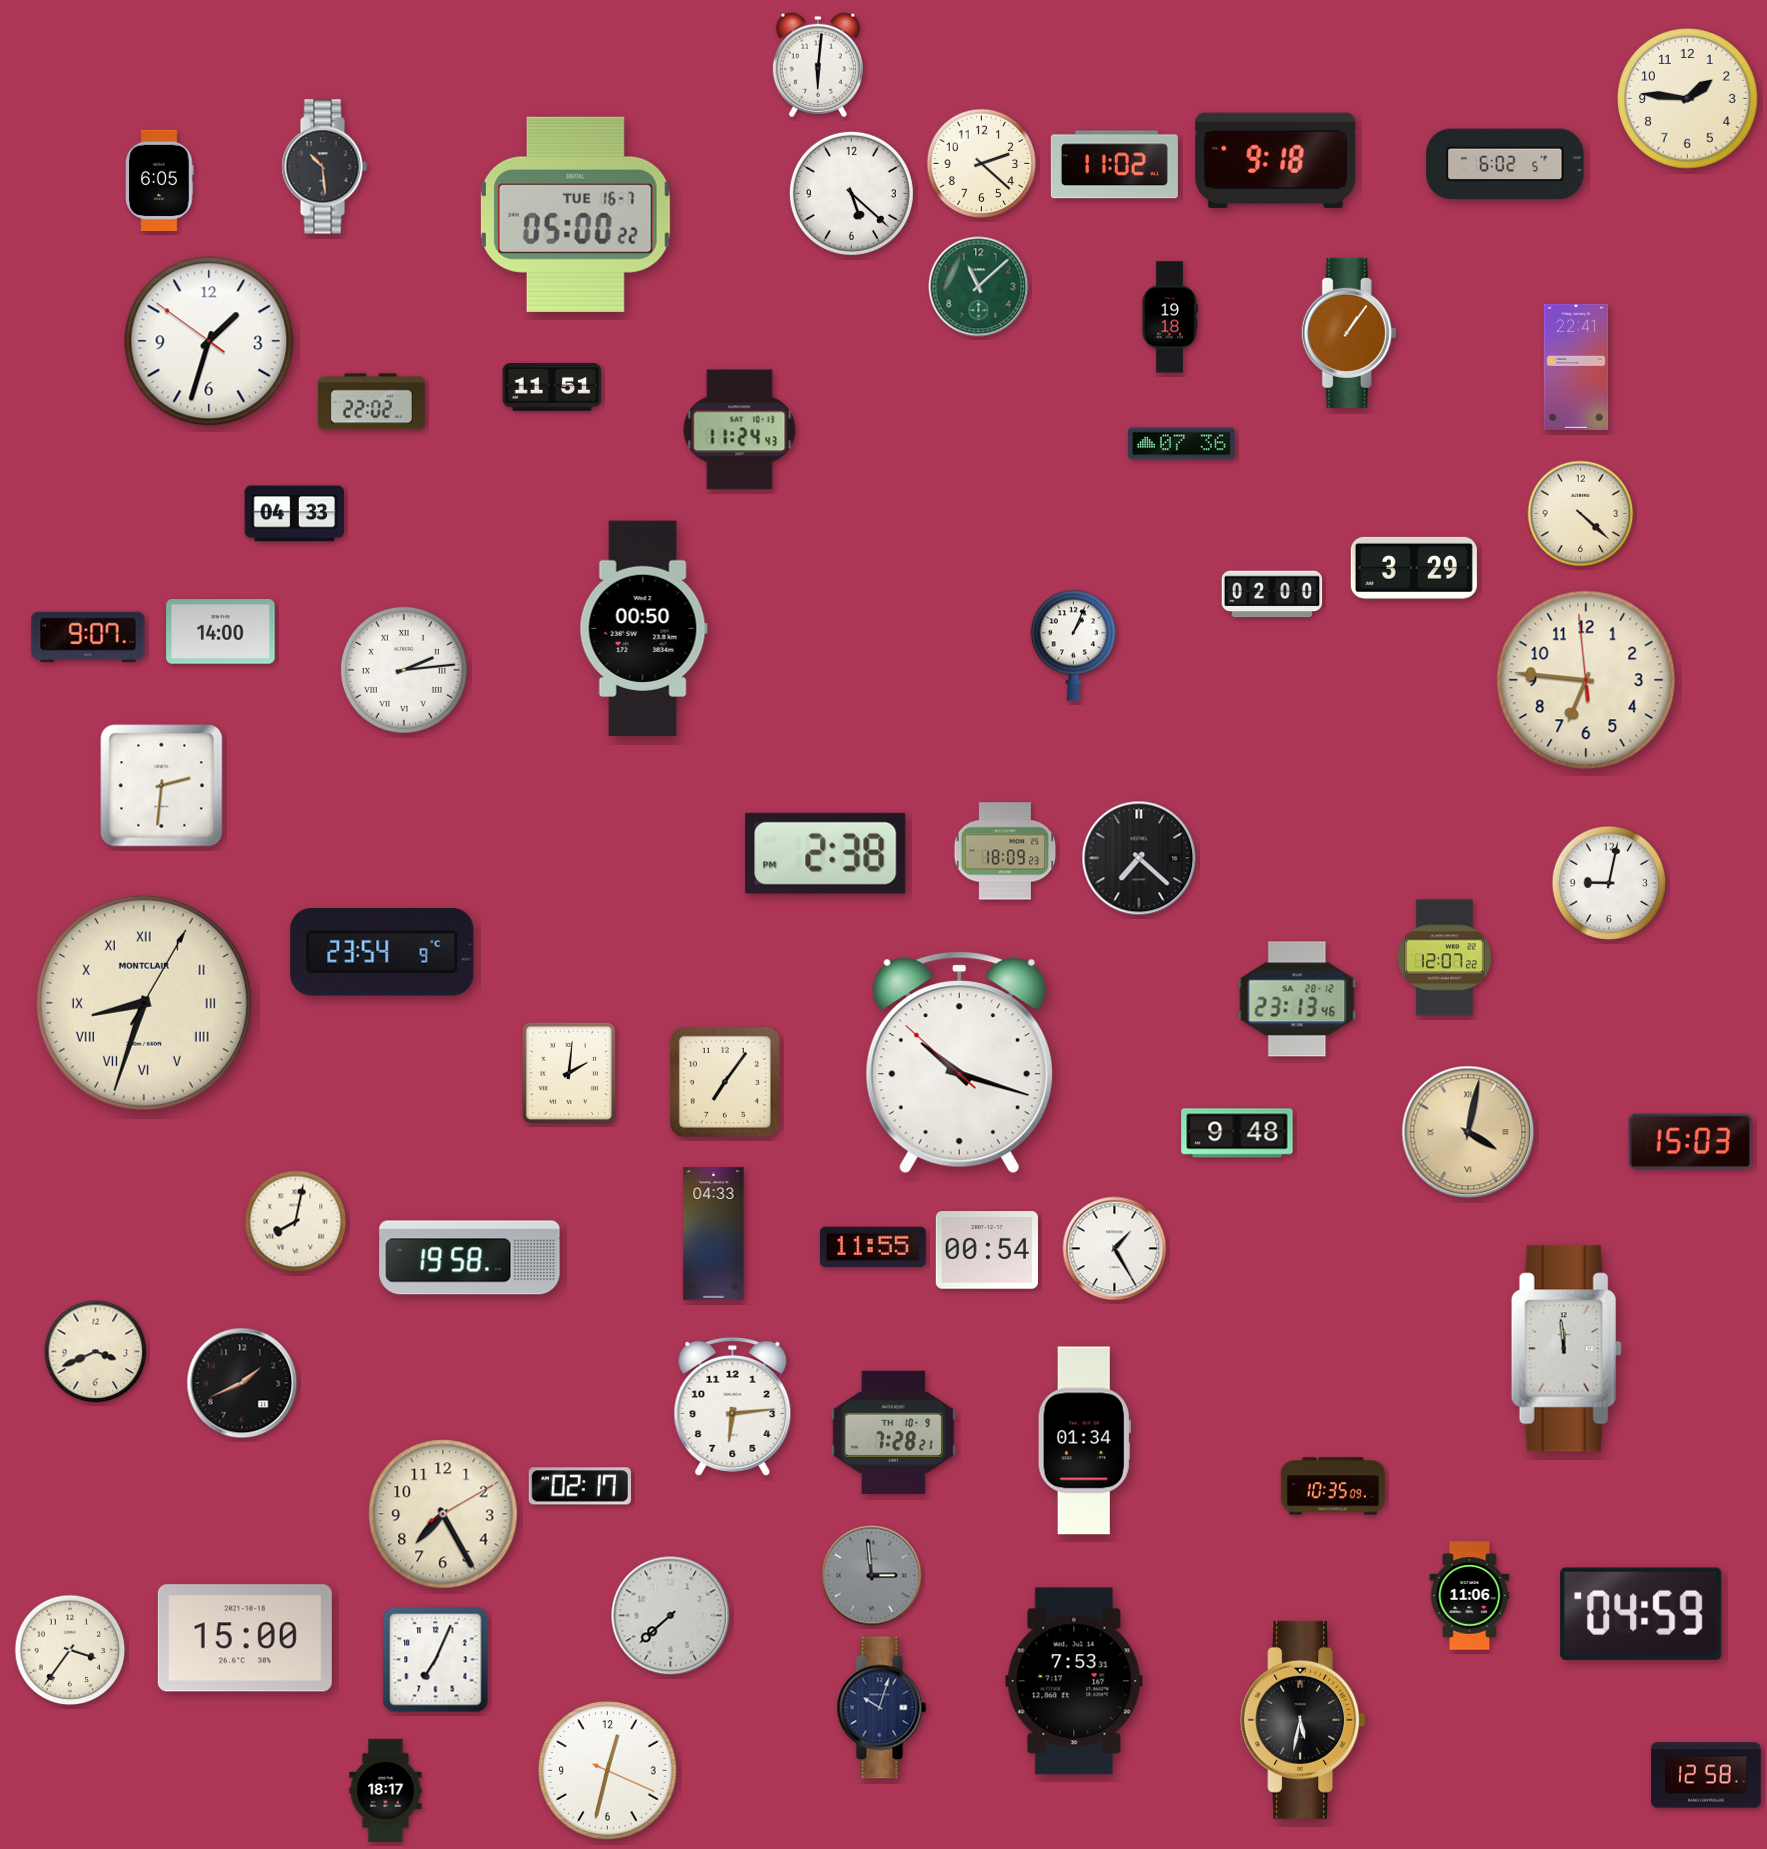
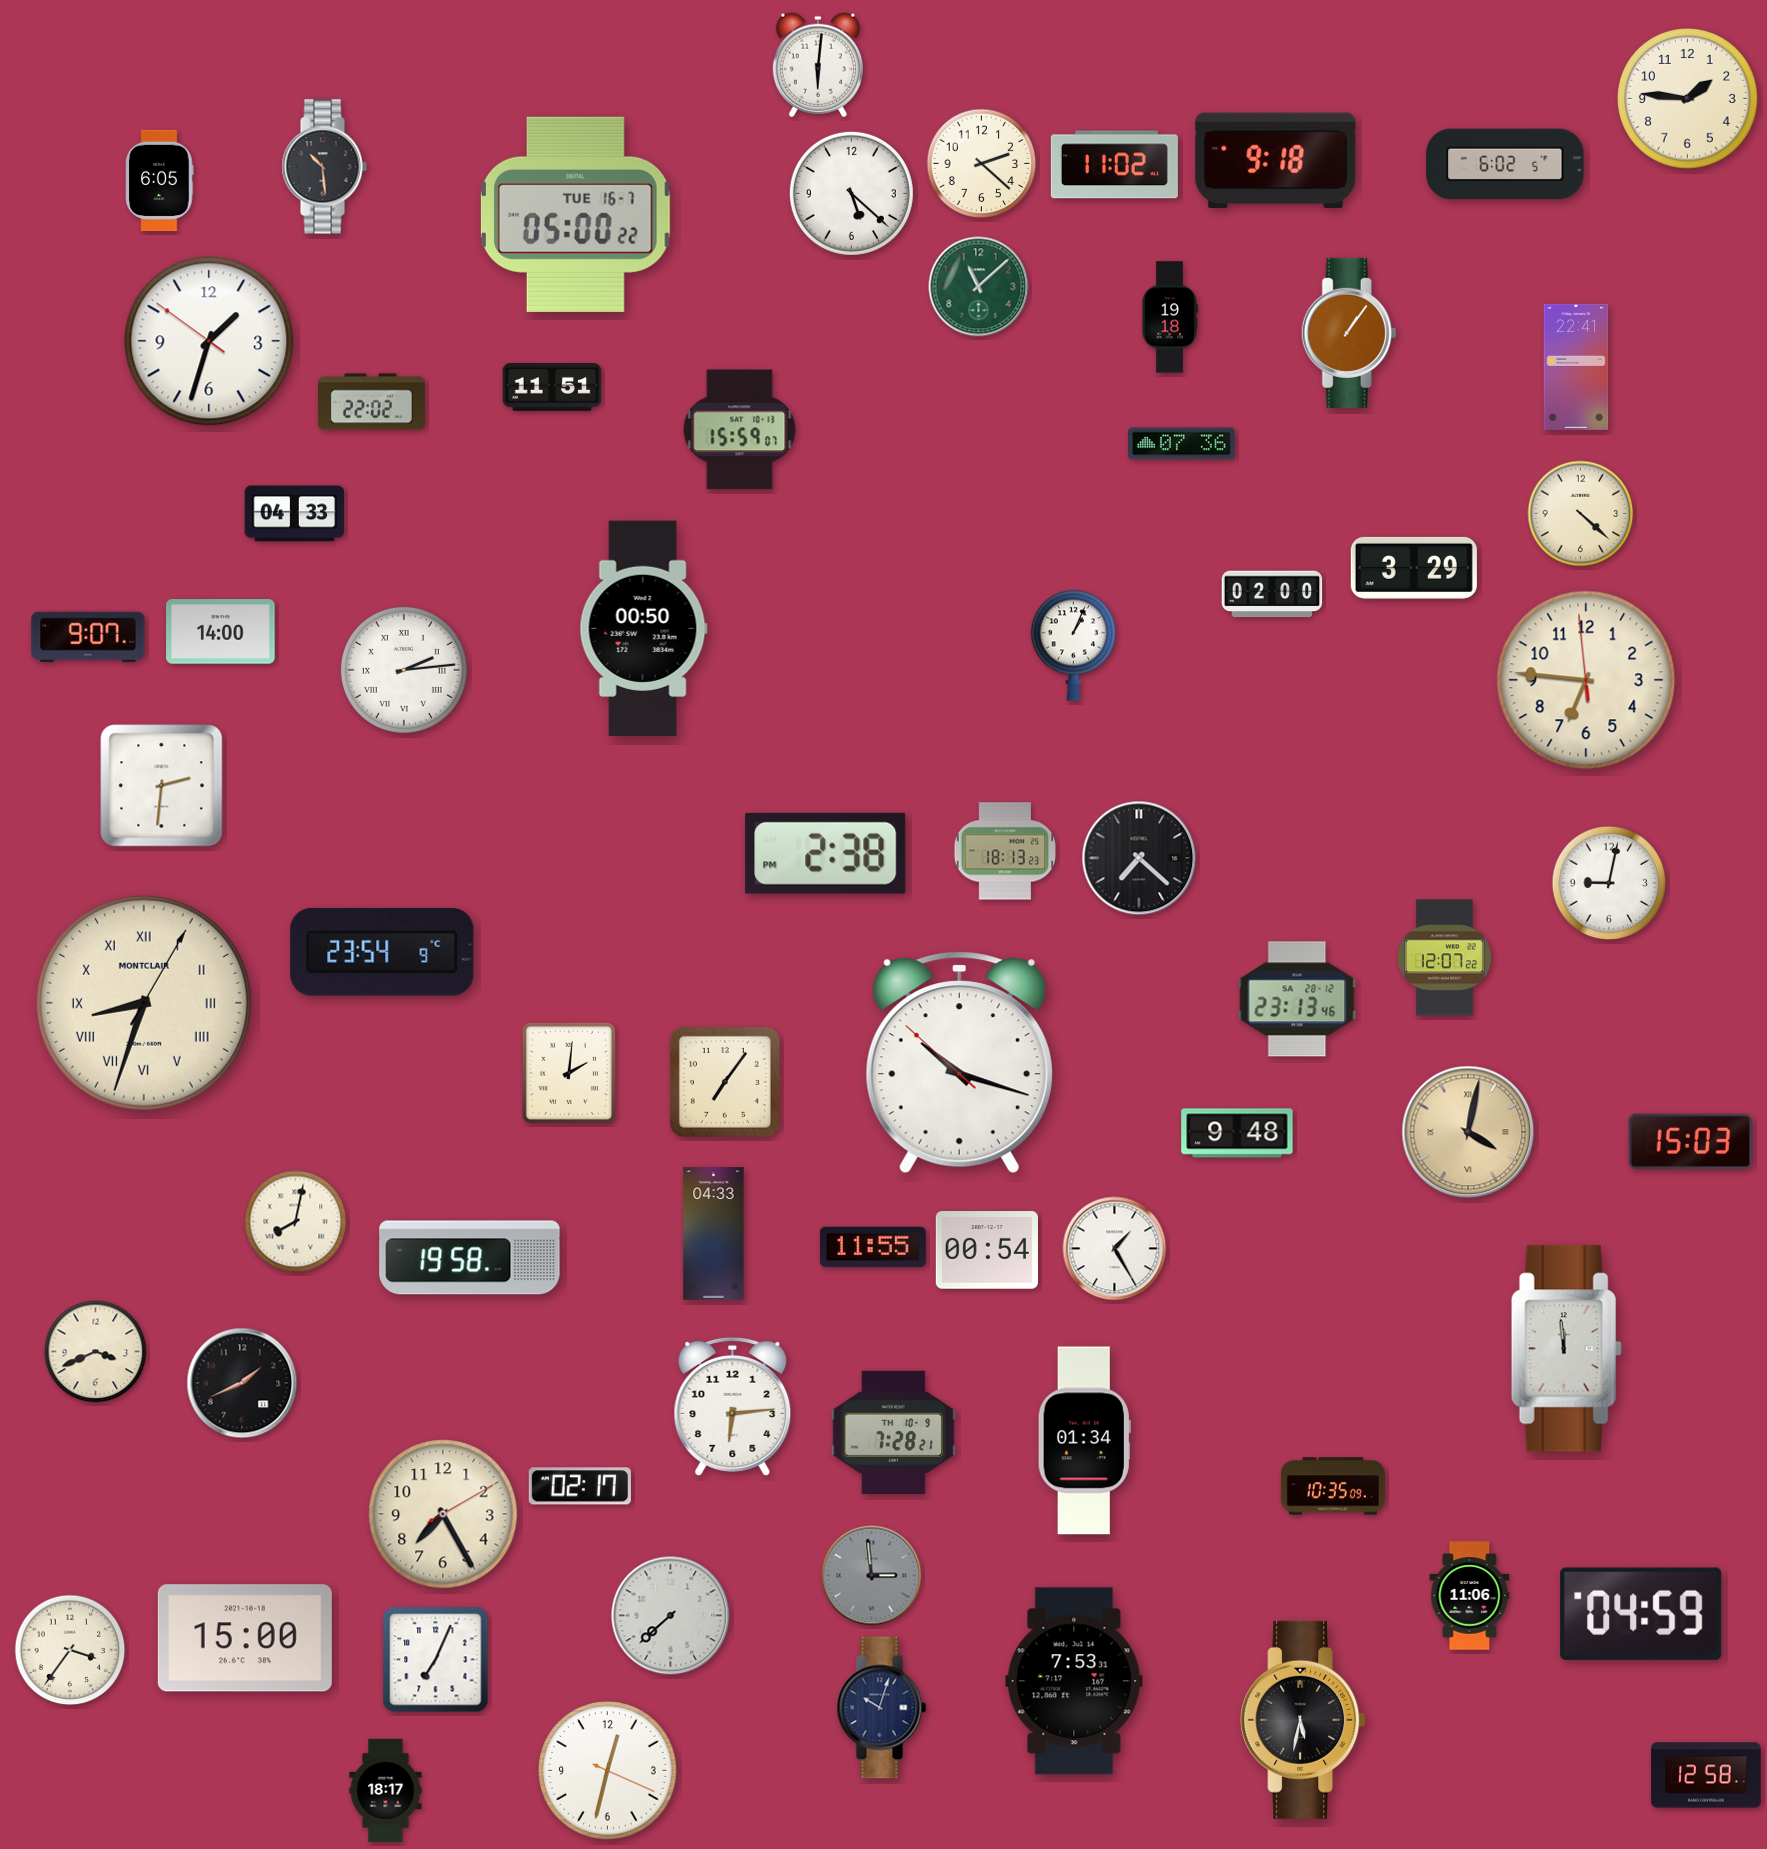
clock at (740, 430): 11:24 -> 15:59
clock at (1005, 851): 18:09 -> 18:13
